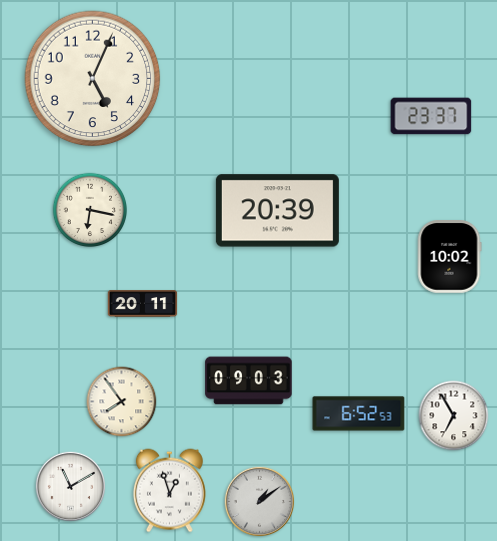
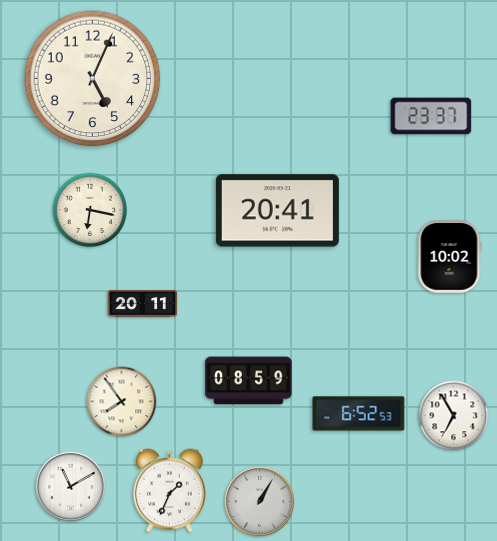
clock at (277, 211): 20:39 -> 20:41
clock at (249, 381): 09:03 -> 08:59
clock at (169, 491): 12:57 -> 1:34
clock at (259, 501): 1:09 -> 1:05
